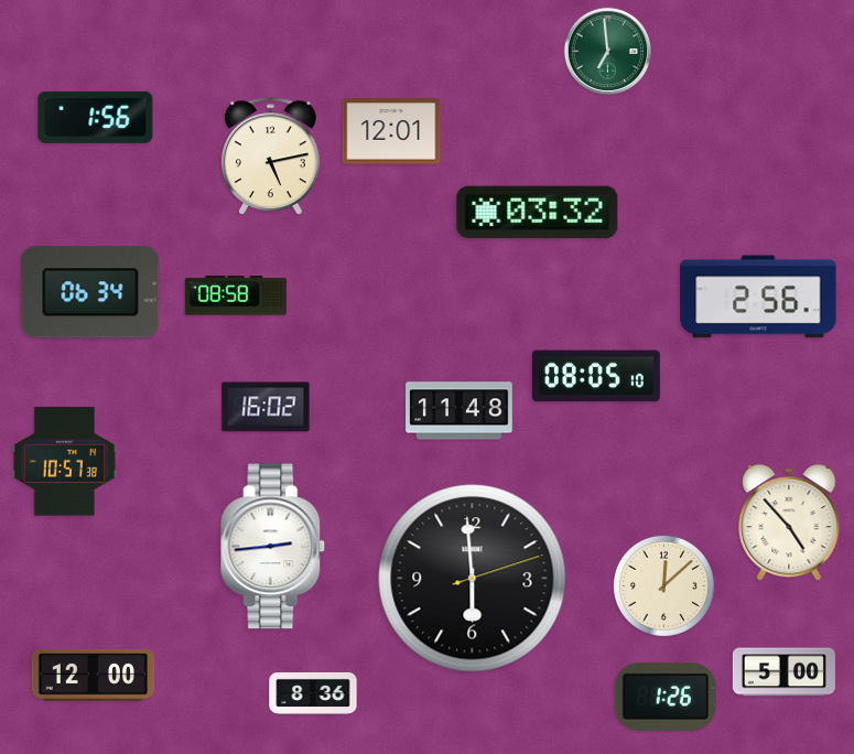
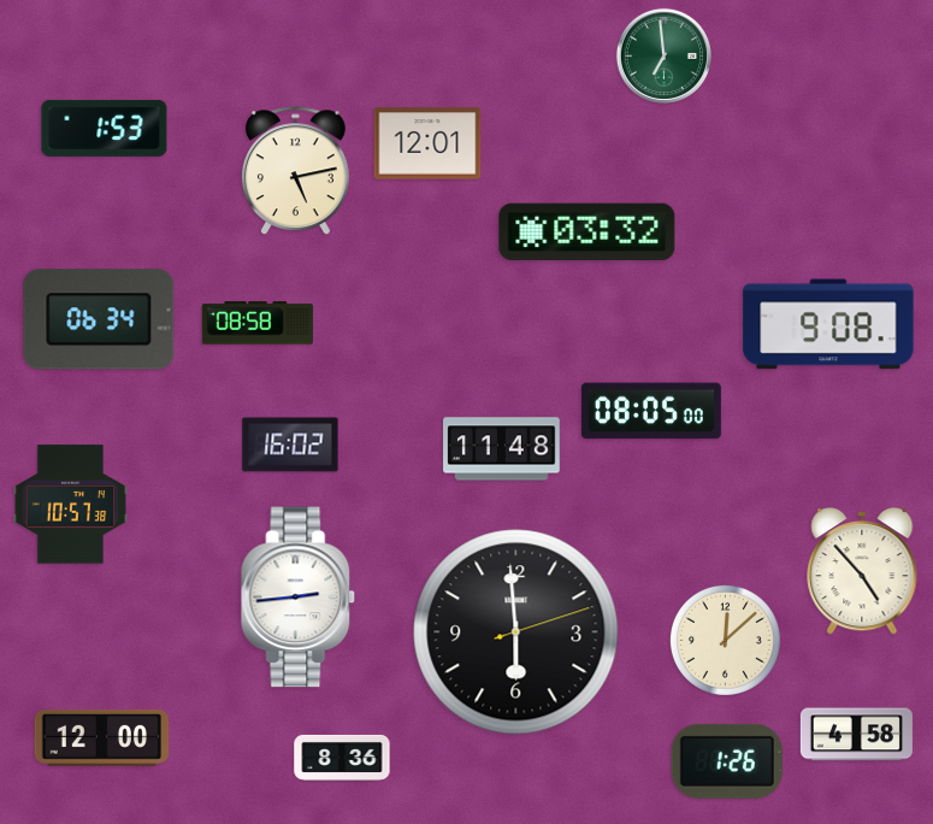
clock at (96, 117): 1:56 -> 1:53
clock at (758, 297): 2:56 -> 9:08
clock at (596, 376): 08:05:10 -> 08:05:00
clock at (783, 672): 5:00 -> 4:58
